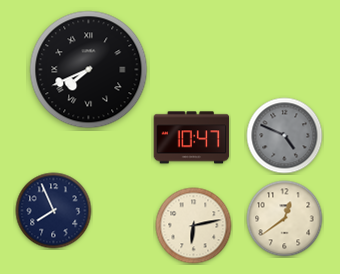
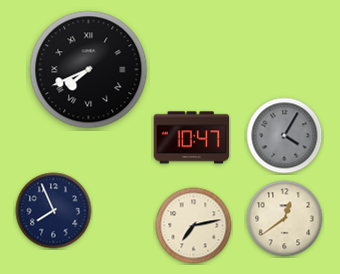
clock at (285, 136): 4:49 -> 4:05
clock at (194, 226): 6:13 -> 7:13
